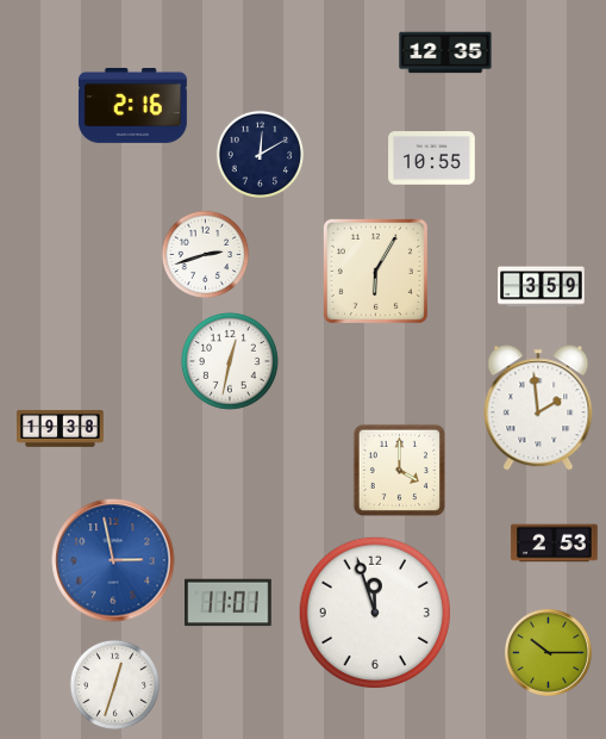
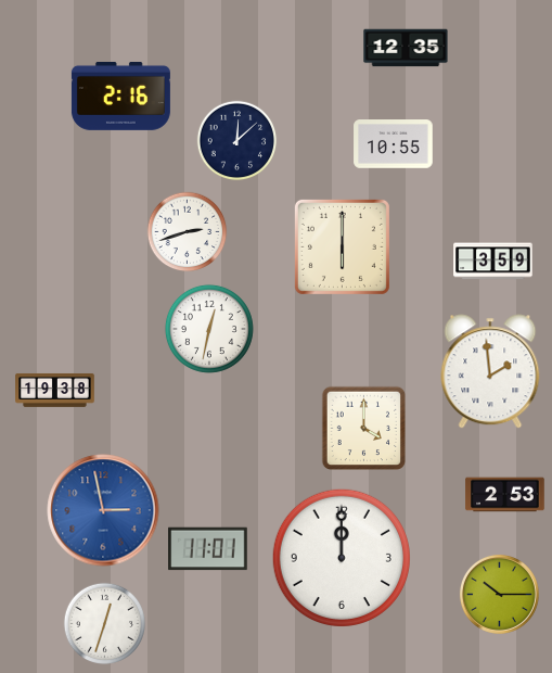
clock at (261, 155): 12:10 -> 12:08
clock at (375, 271): 6:05 -> 6:00
clock at (375, 613): 11:57 -> 12:00
